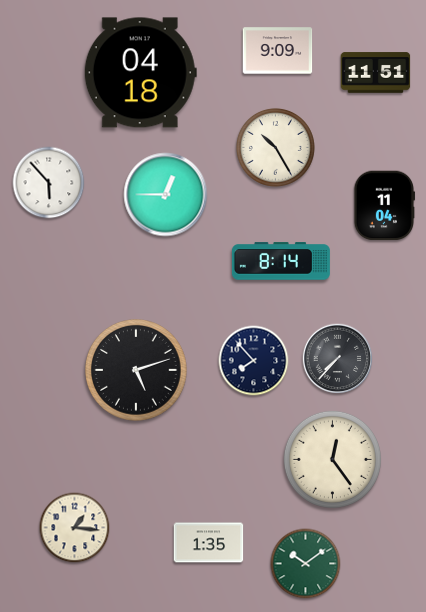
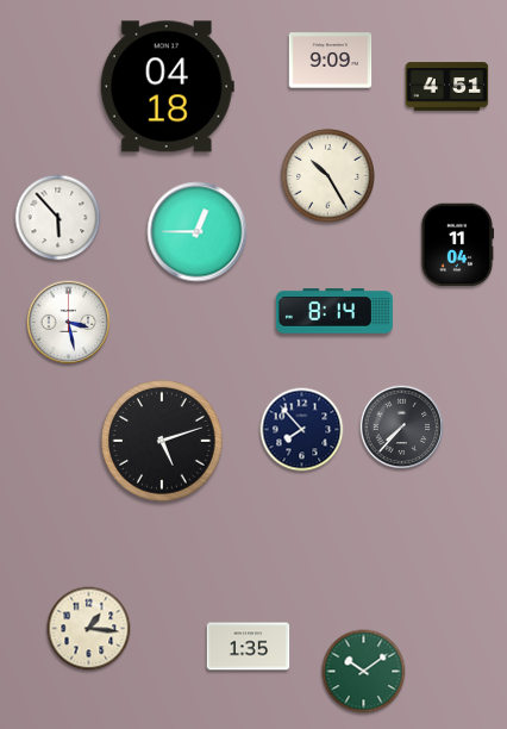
clock at (376, 73): 11:51 -> 4:51
clock at (69, 323): none -> 3:28
clock at (332, 459): 12:24 -> none
